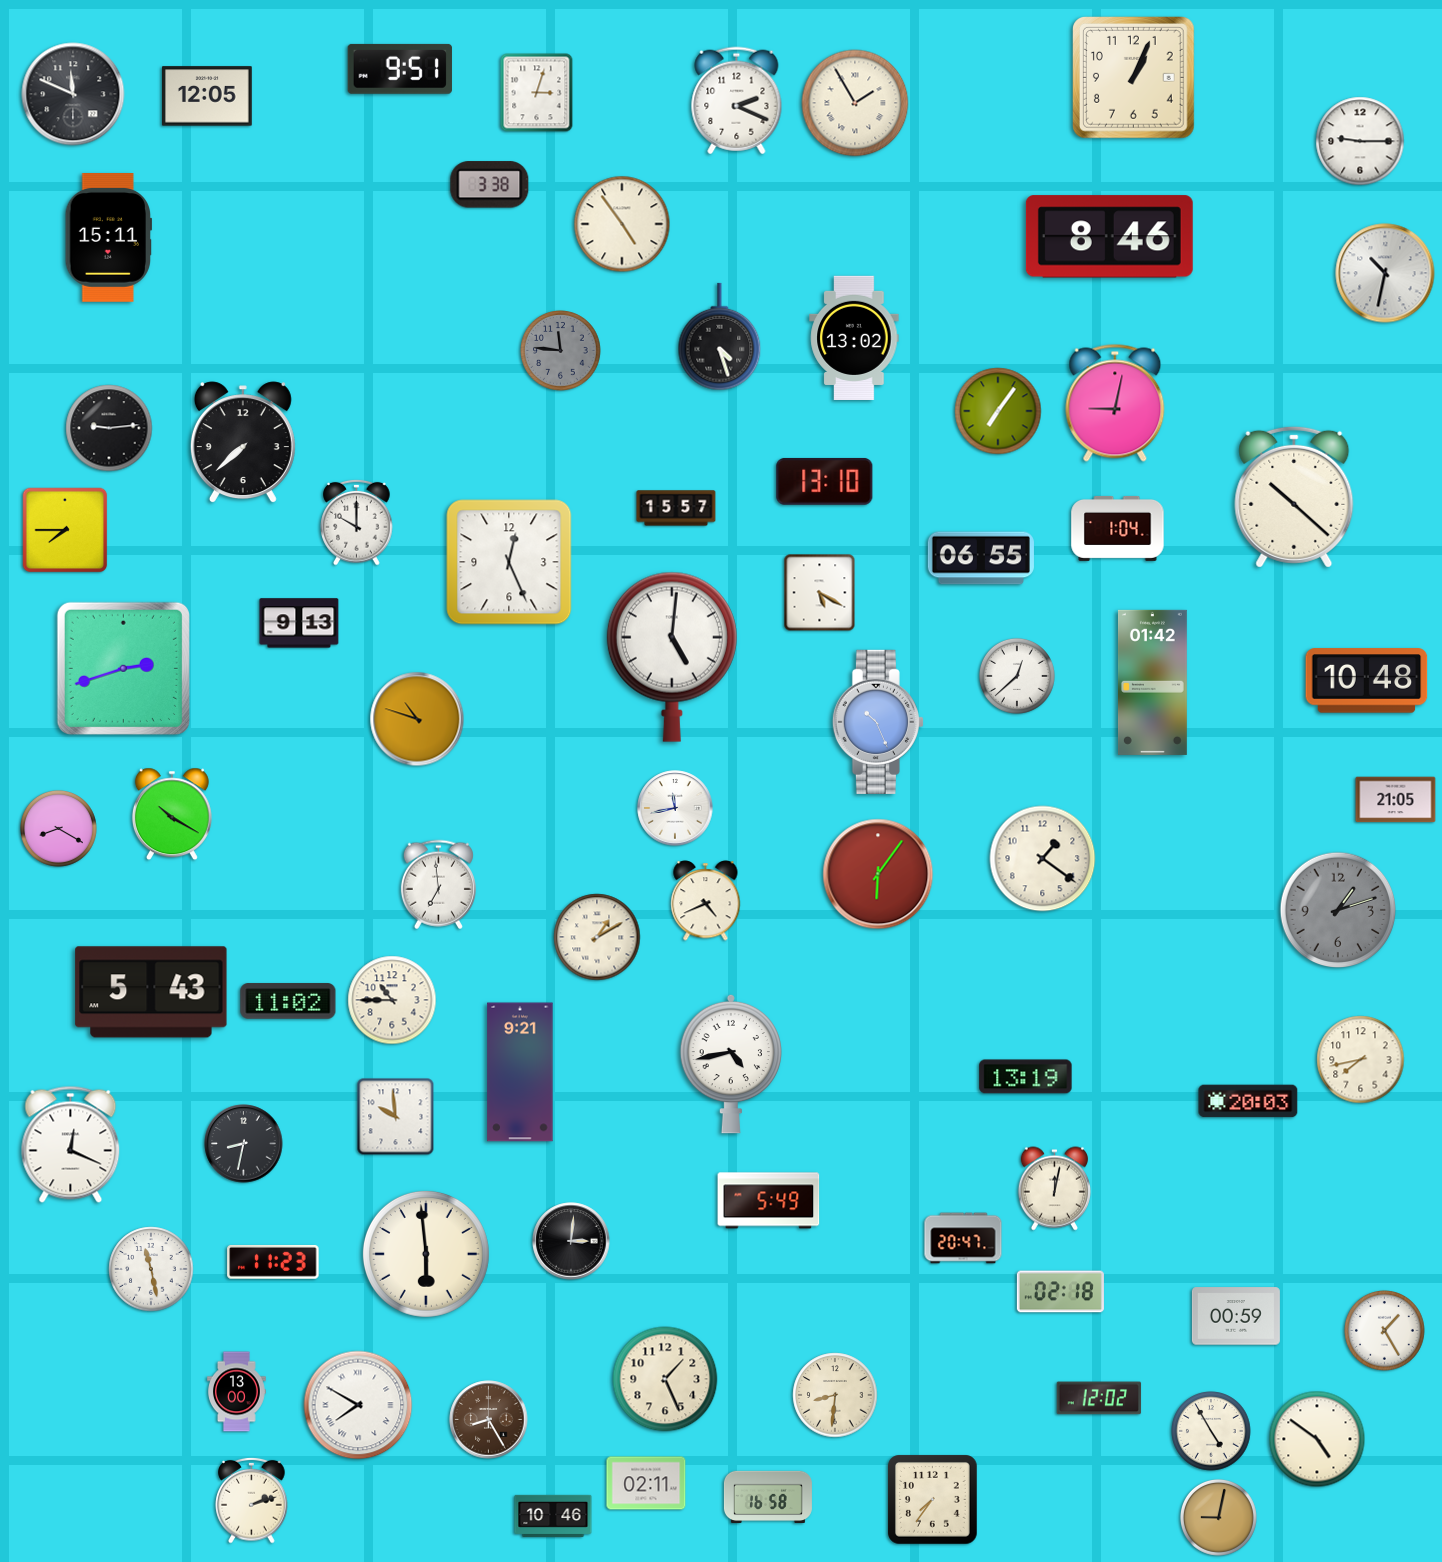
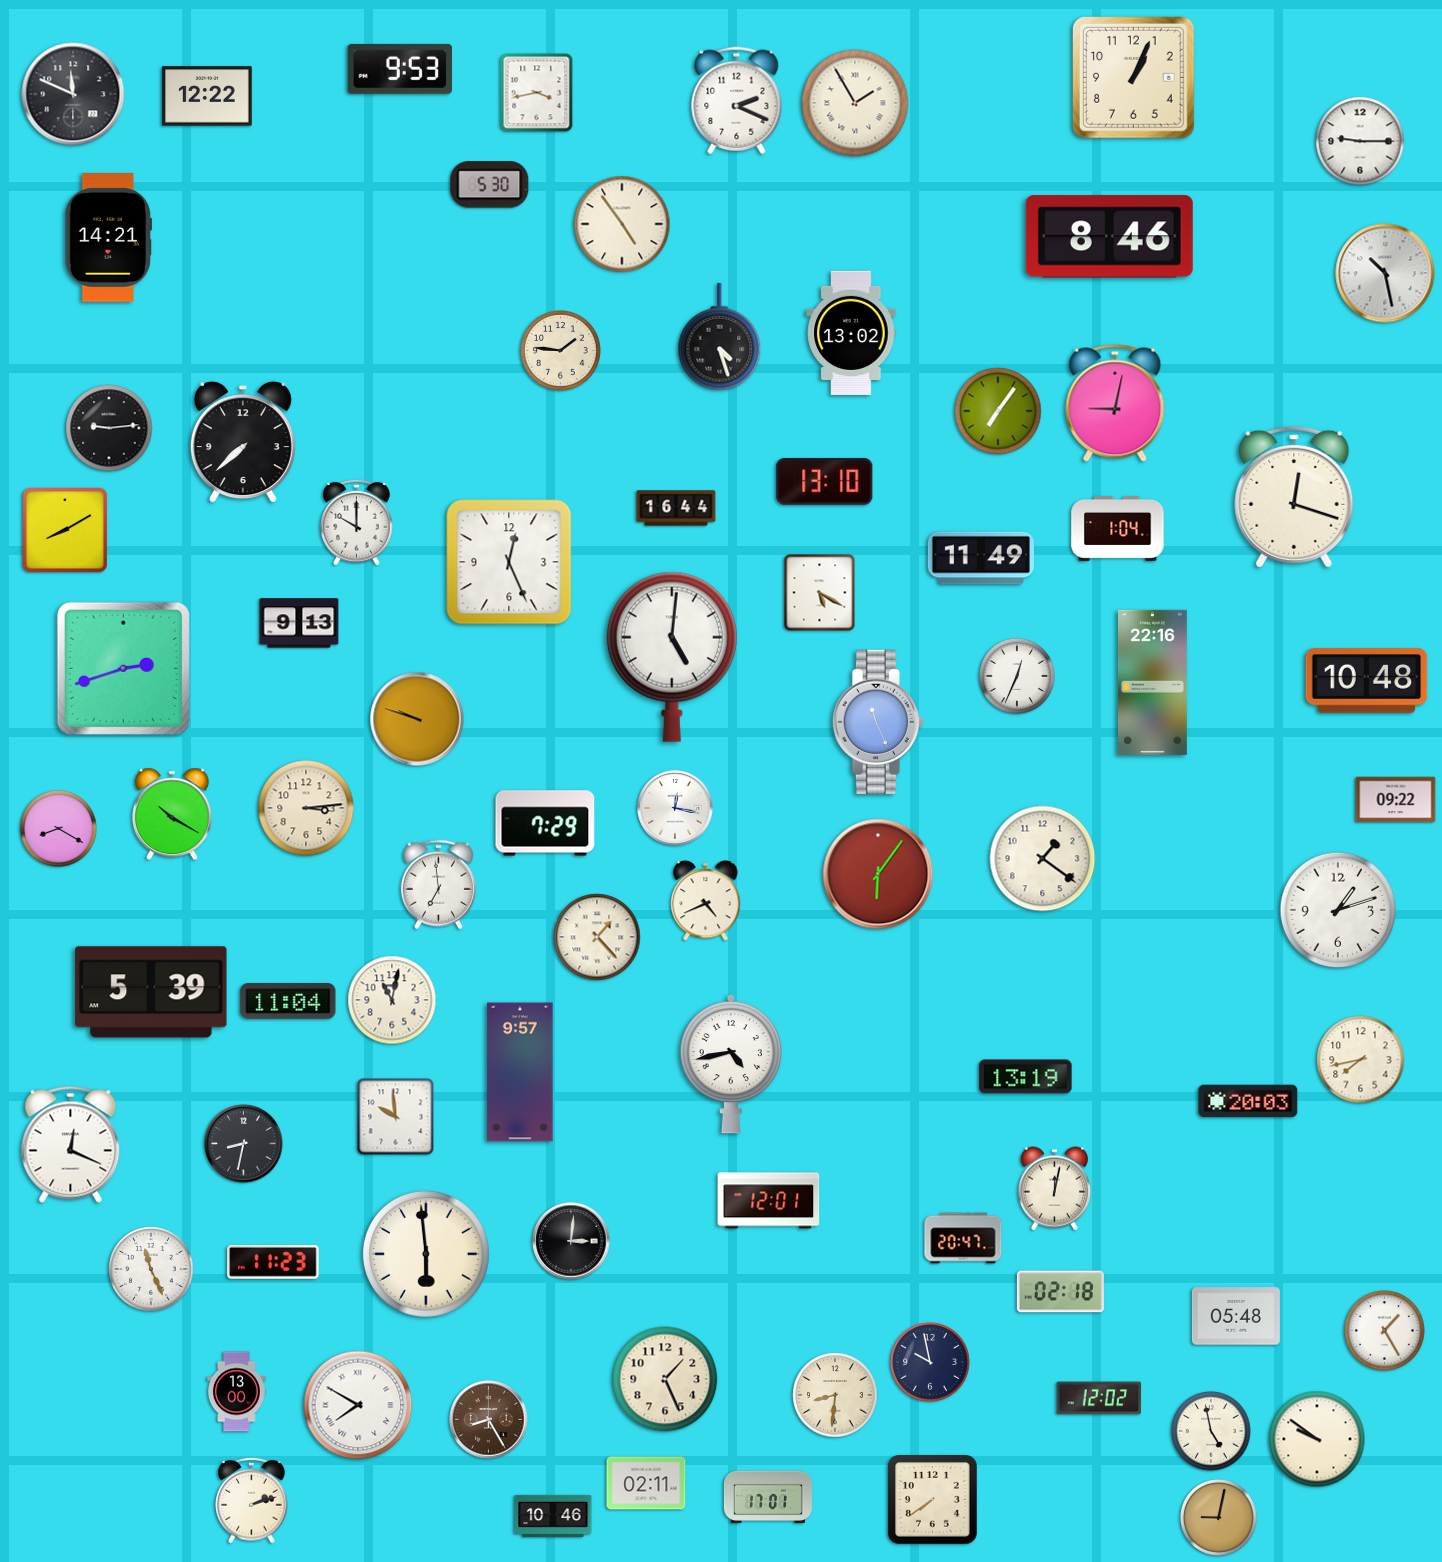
clock at (400, 69): 9:51 -> 9:53
clock at (537, 93): 3:03 -> 3:43
clock at (208, 96): 12:05 -> 12:22
clock at (490, 185): 3:38 -> 5:30
clock at (108, 238): 15:11 -> 14:21
clock at (1385, 273): 10:32 -> 10:28
clock at (854, 337) position: (854, 337) -> (851, 332)
clock at (561, 351): 11:46 -> 1:46
clock at (561, 351) dial: grey -> cream
clock at (1294, 497): 10:22 -> 12:18
clock at (676, 508): 15:57 -> 16:44
clock at (65, 530): 7:45 -> 8:10
clock at (981, 558): 06:55 -> 11:49
clock at (1017, 676): 12:38 -> 12:34
clock at (1152, 682): 01:42 -> 22:16
clock at (417, 719): 10:48 -> 9:48
clock at (878, 722): 10:26 -> 11:26
clock at (1396, 800): 21:05 -> 09:22
clock at (306, 808): none -> 3:14
clock at (675, 808): 11:43 -> 12:17
clock at (545, 823): none -> 7:29
clock at (1338, 910) dial: grey -> white
clock at (597, 937): 1:10 -> 1:23
clock at (151, 992): 5:43 -> 5:39
clock at (392, 1000): 10:45 -> 11:02
clock at (288, 1001): 11:02 -> 11:04
clock at (520, 1072): 9:21 -> 9:57
clock at (769, 1201): 5:49 -> 12:01
clock at (151, 1269): 11:28 -> 11:26
clock at (1236, 1316): 00:59 -> 05:48
clock at (930, 1362): none -> 9:58
clock at (1211, 1431): 4:55 -> 4:58
clock at (1317, 1439): 4:51 -> 9:51
clock at (768, 1497): 16:58 -> 17:01
clock at (933, 1500): 7:36 -> 7:39
